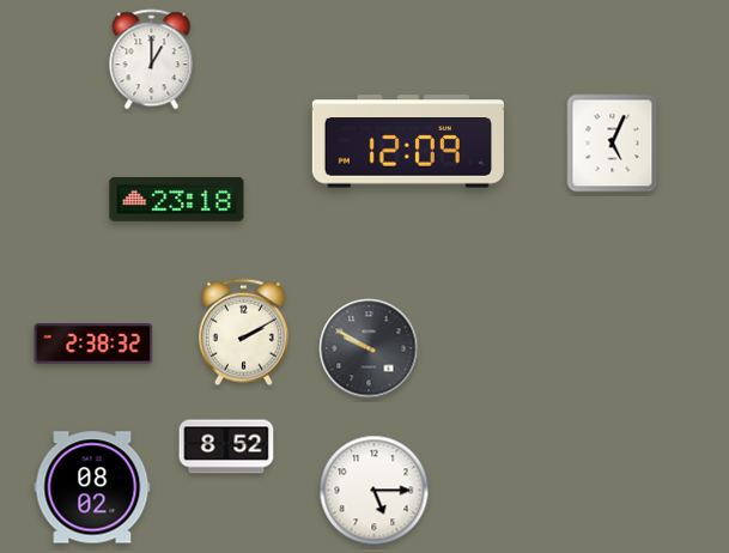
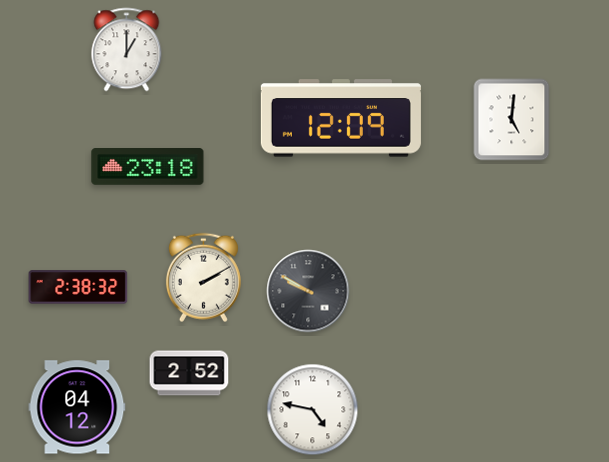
clock at (613, 144): 5:04 -> 5:01
clock at (226, 446): 8:52 -> 2:52
clock at (92, 487): 08:02 -> 04:12
clock at (375, 491): 5:15 -> 4:47
